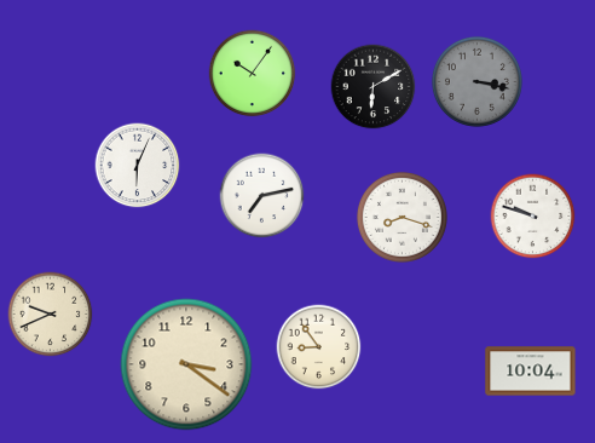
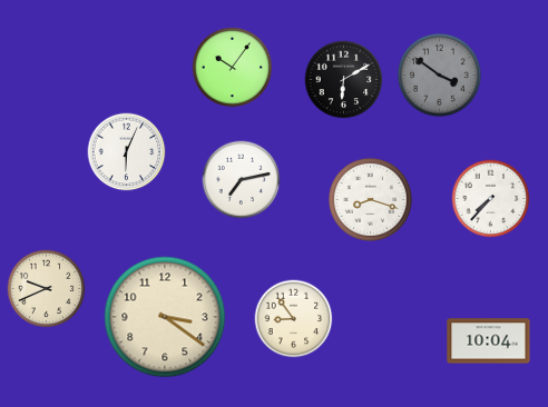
clock at (476, 81): 3:17 -> 3:51
clock at (533, 217): 9:48 -> 7:37
clock at (186, 364) position: (186, 364) -> (165, 317)
